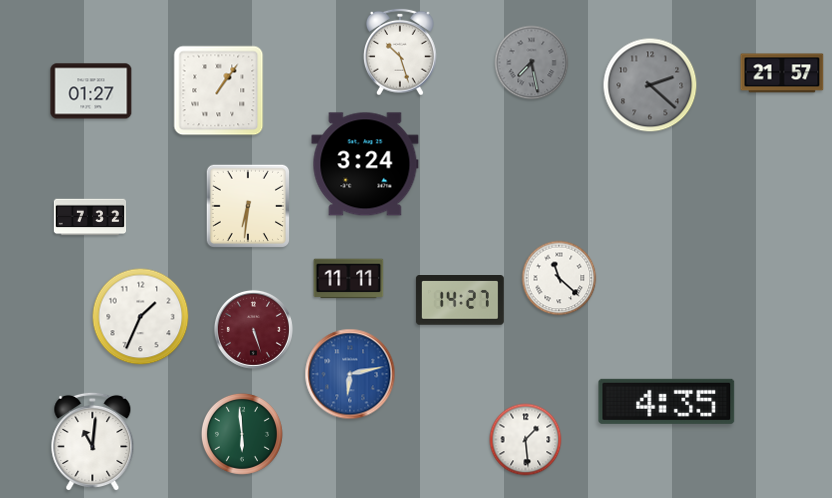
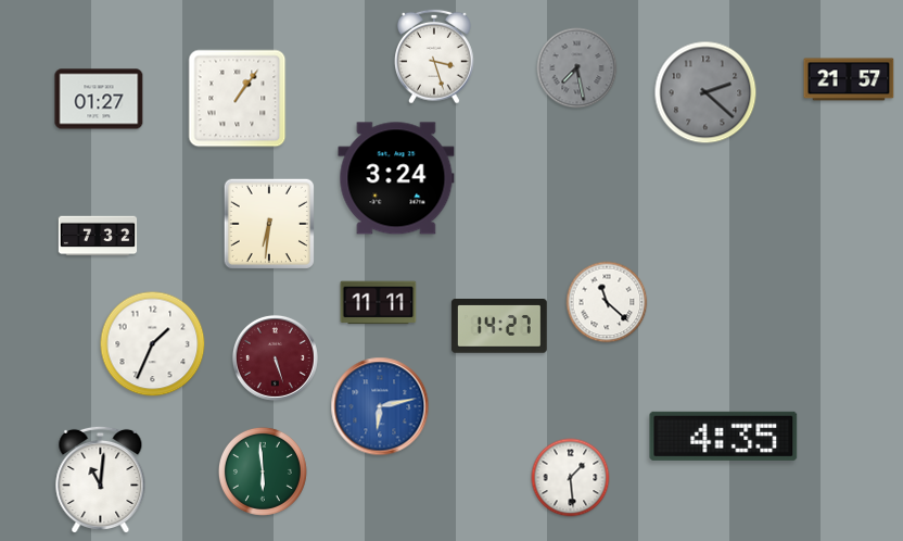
clock at (401, 52): 10:27 -> 3:27
